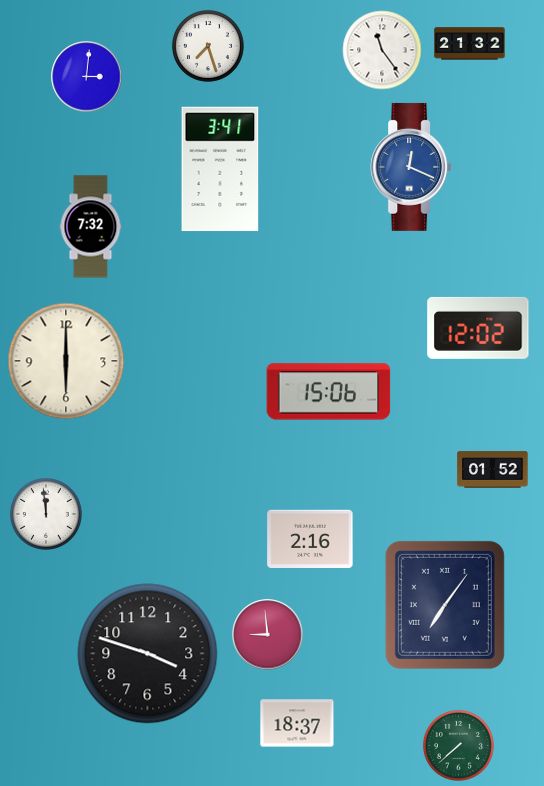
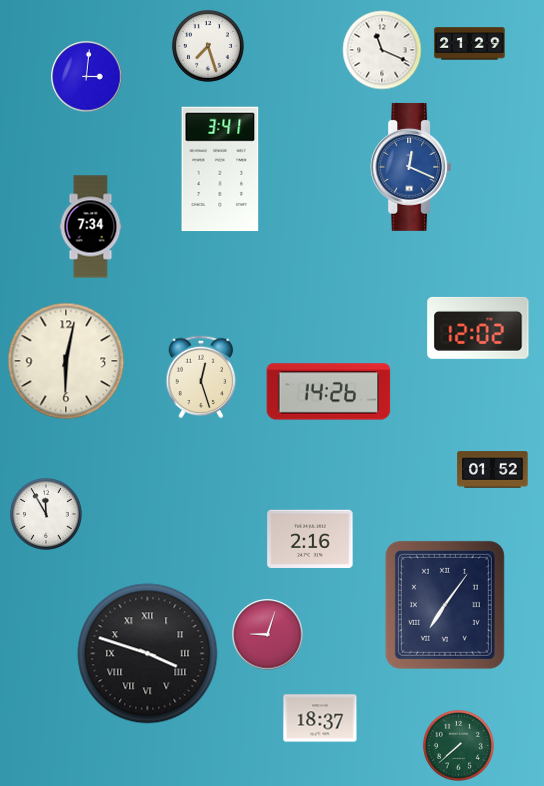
clock at (470, 44): 21:32 -> 21:29
clock at (382, 50): 11:24 -> 11:19
clock at (91, 227): 7:32 -> 7:34
clock at (66, 361): 6:00 -> 6:02
clock at (201, 377): none -> 12:27
clock at (329, 392): 15:06 -> 14:26
clock at (46, 514): 11:59 -> 11:55
clock at (268, 635): 8:59 -> 9:03
clock at (148, 654) numerals: Arabic -> Roman
clock at (297, 723) position: (297, 723) -> (320, 718)
